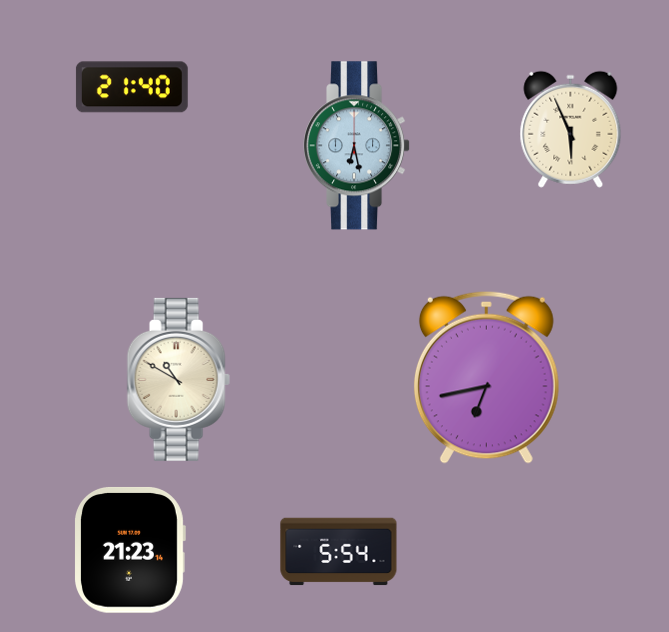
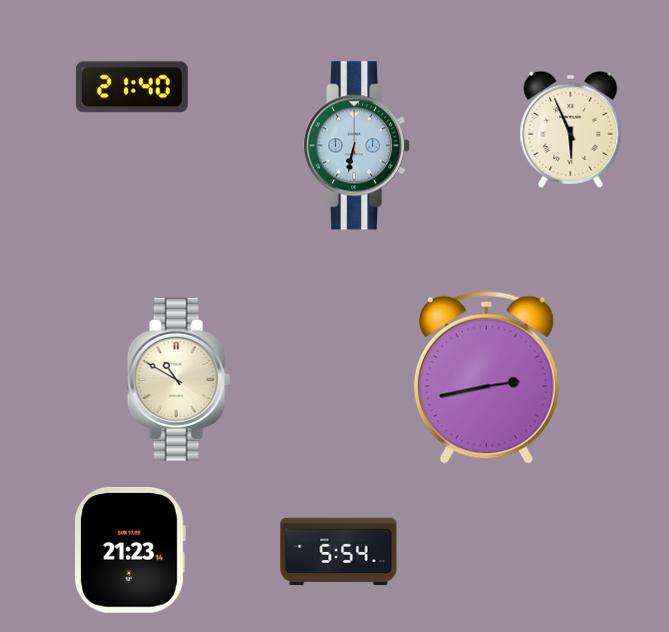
clock at (358, 146): 6:28 -> 6:32
clock at (486, 377): 6:43 -> 2:43
